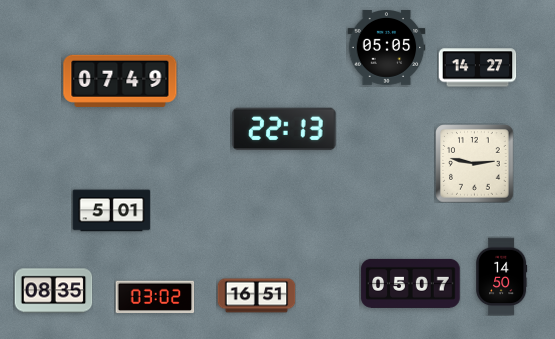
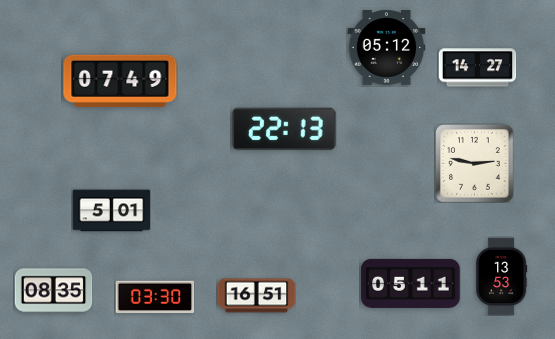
clock at (386, 48): 05:05 -> 05:12
clock at (502, 276): 14:50 -> 13:53
clock at (411, 283): 05:07 -> 05:11
clock at (155, 297): 03:02 -> 03:30
